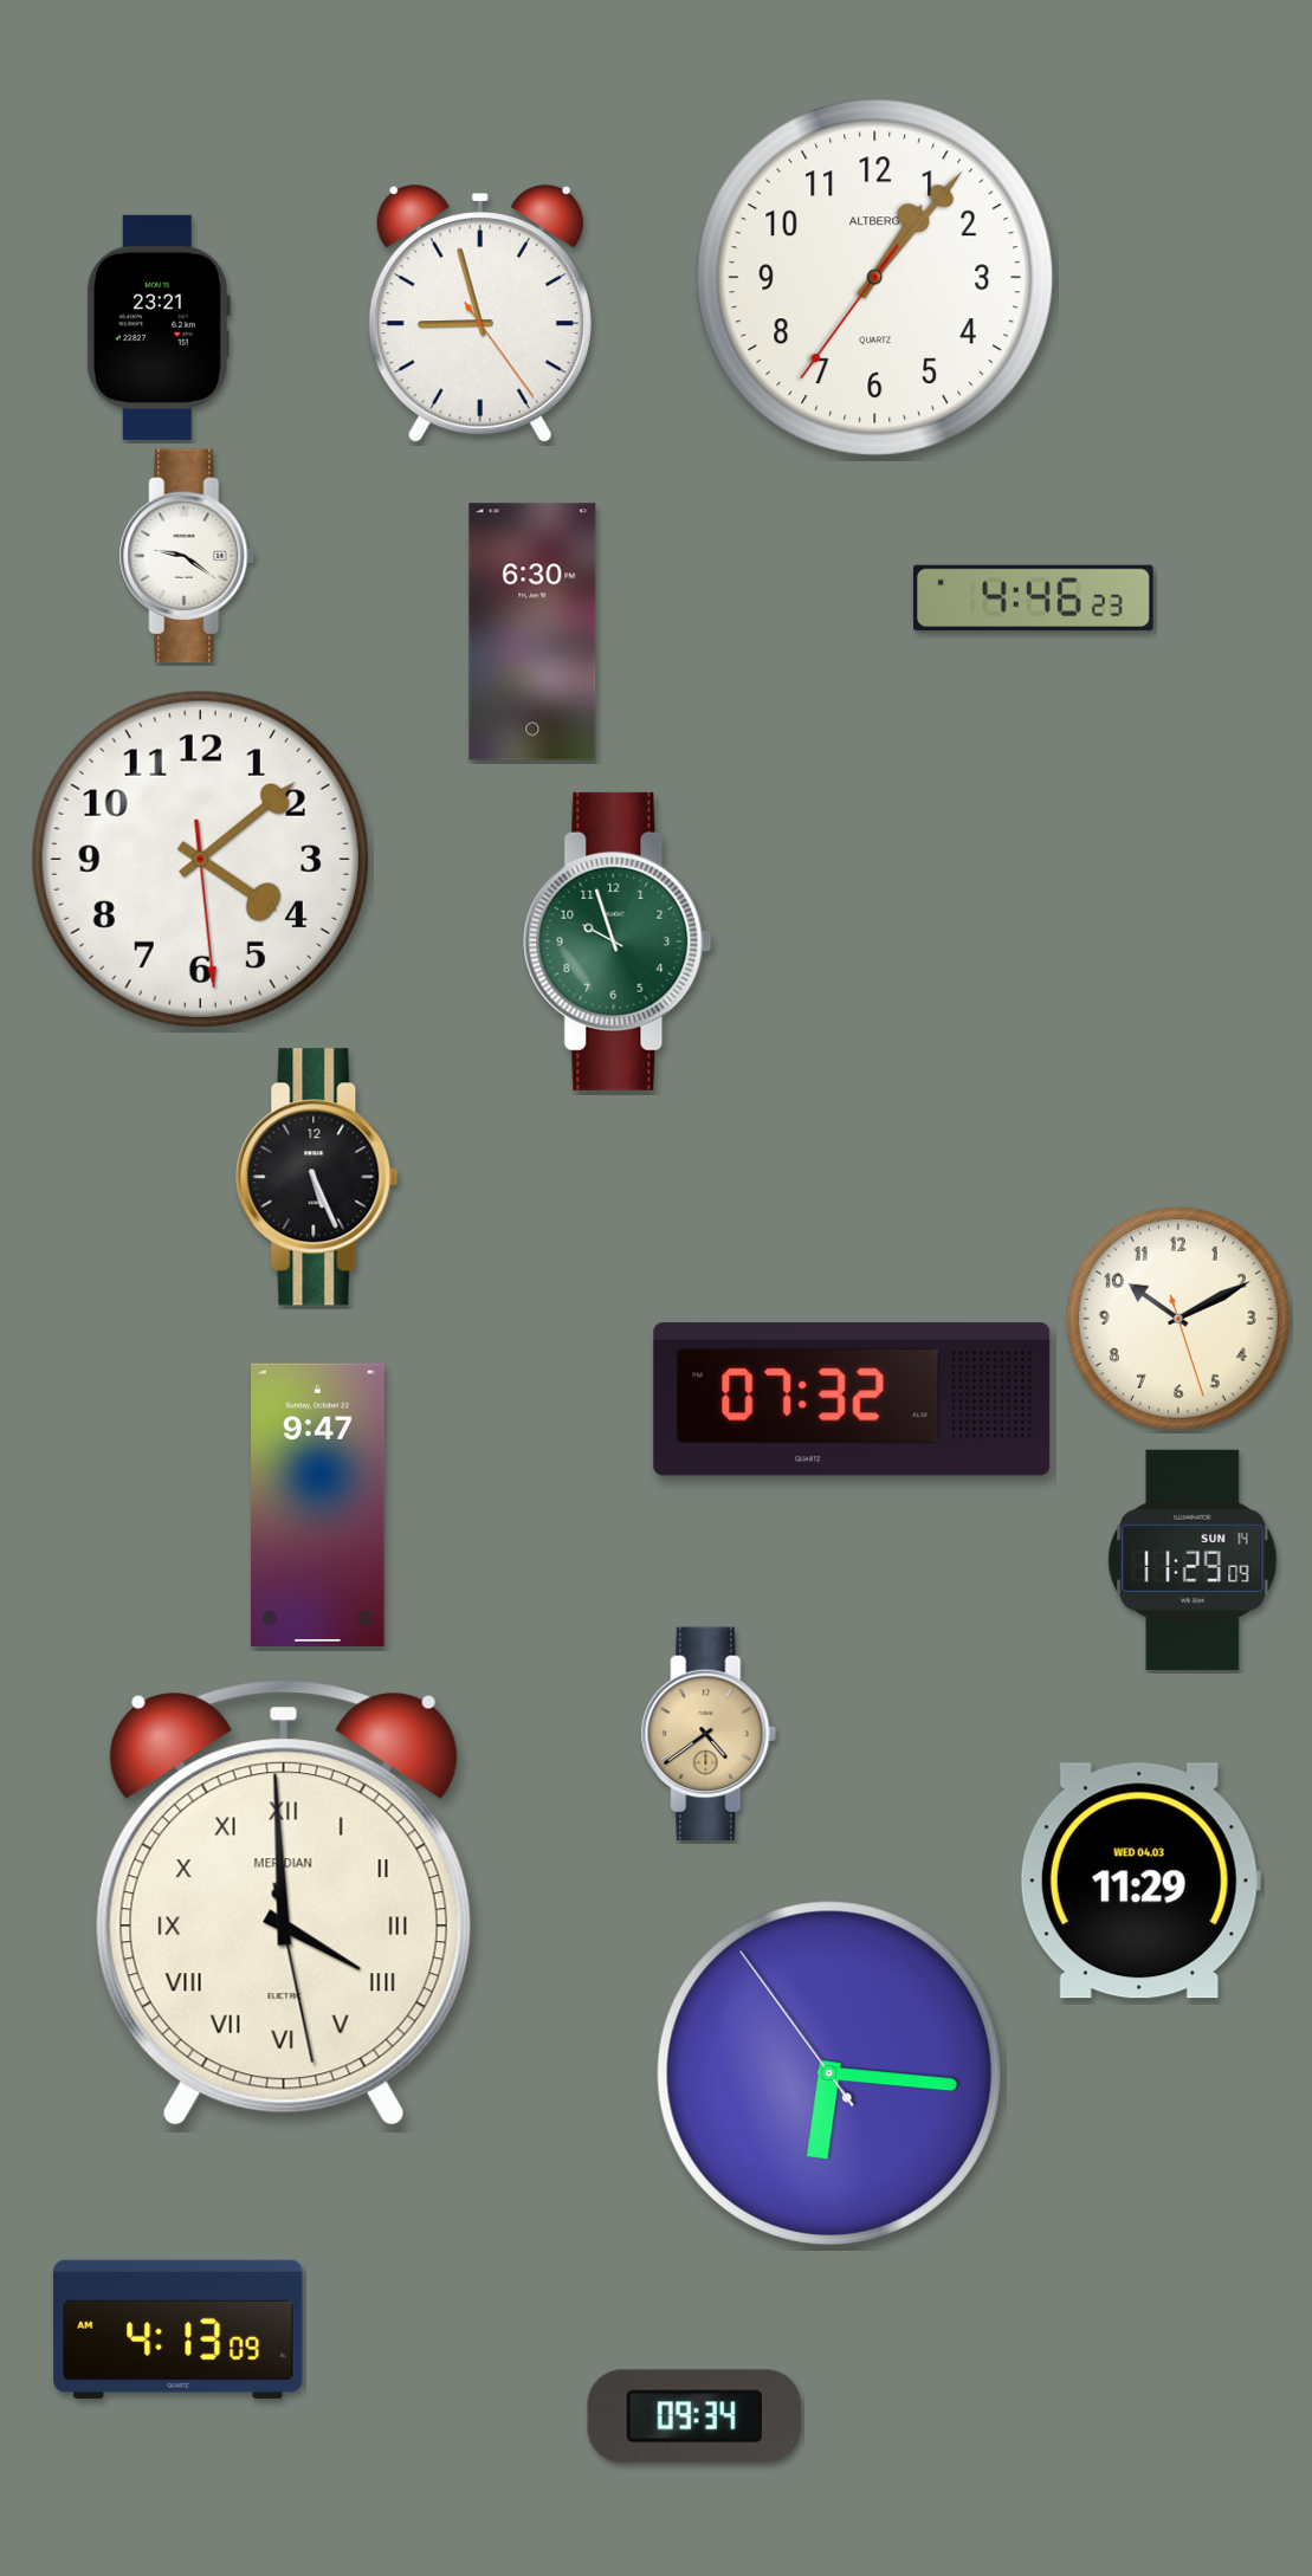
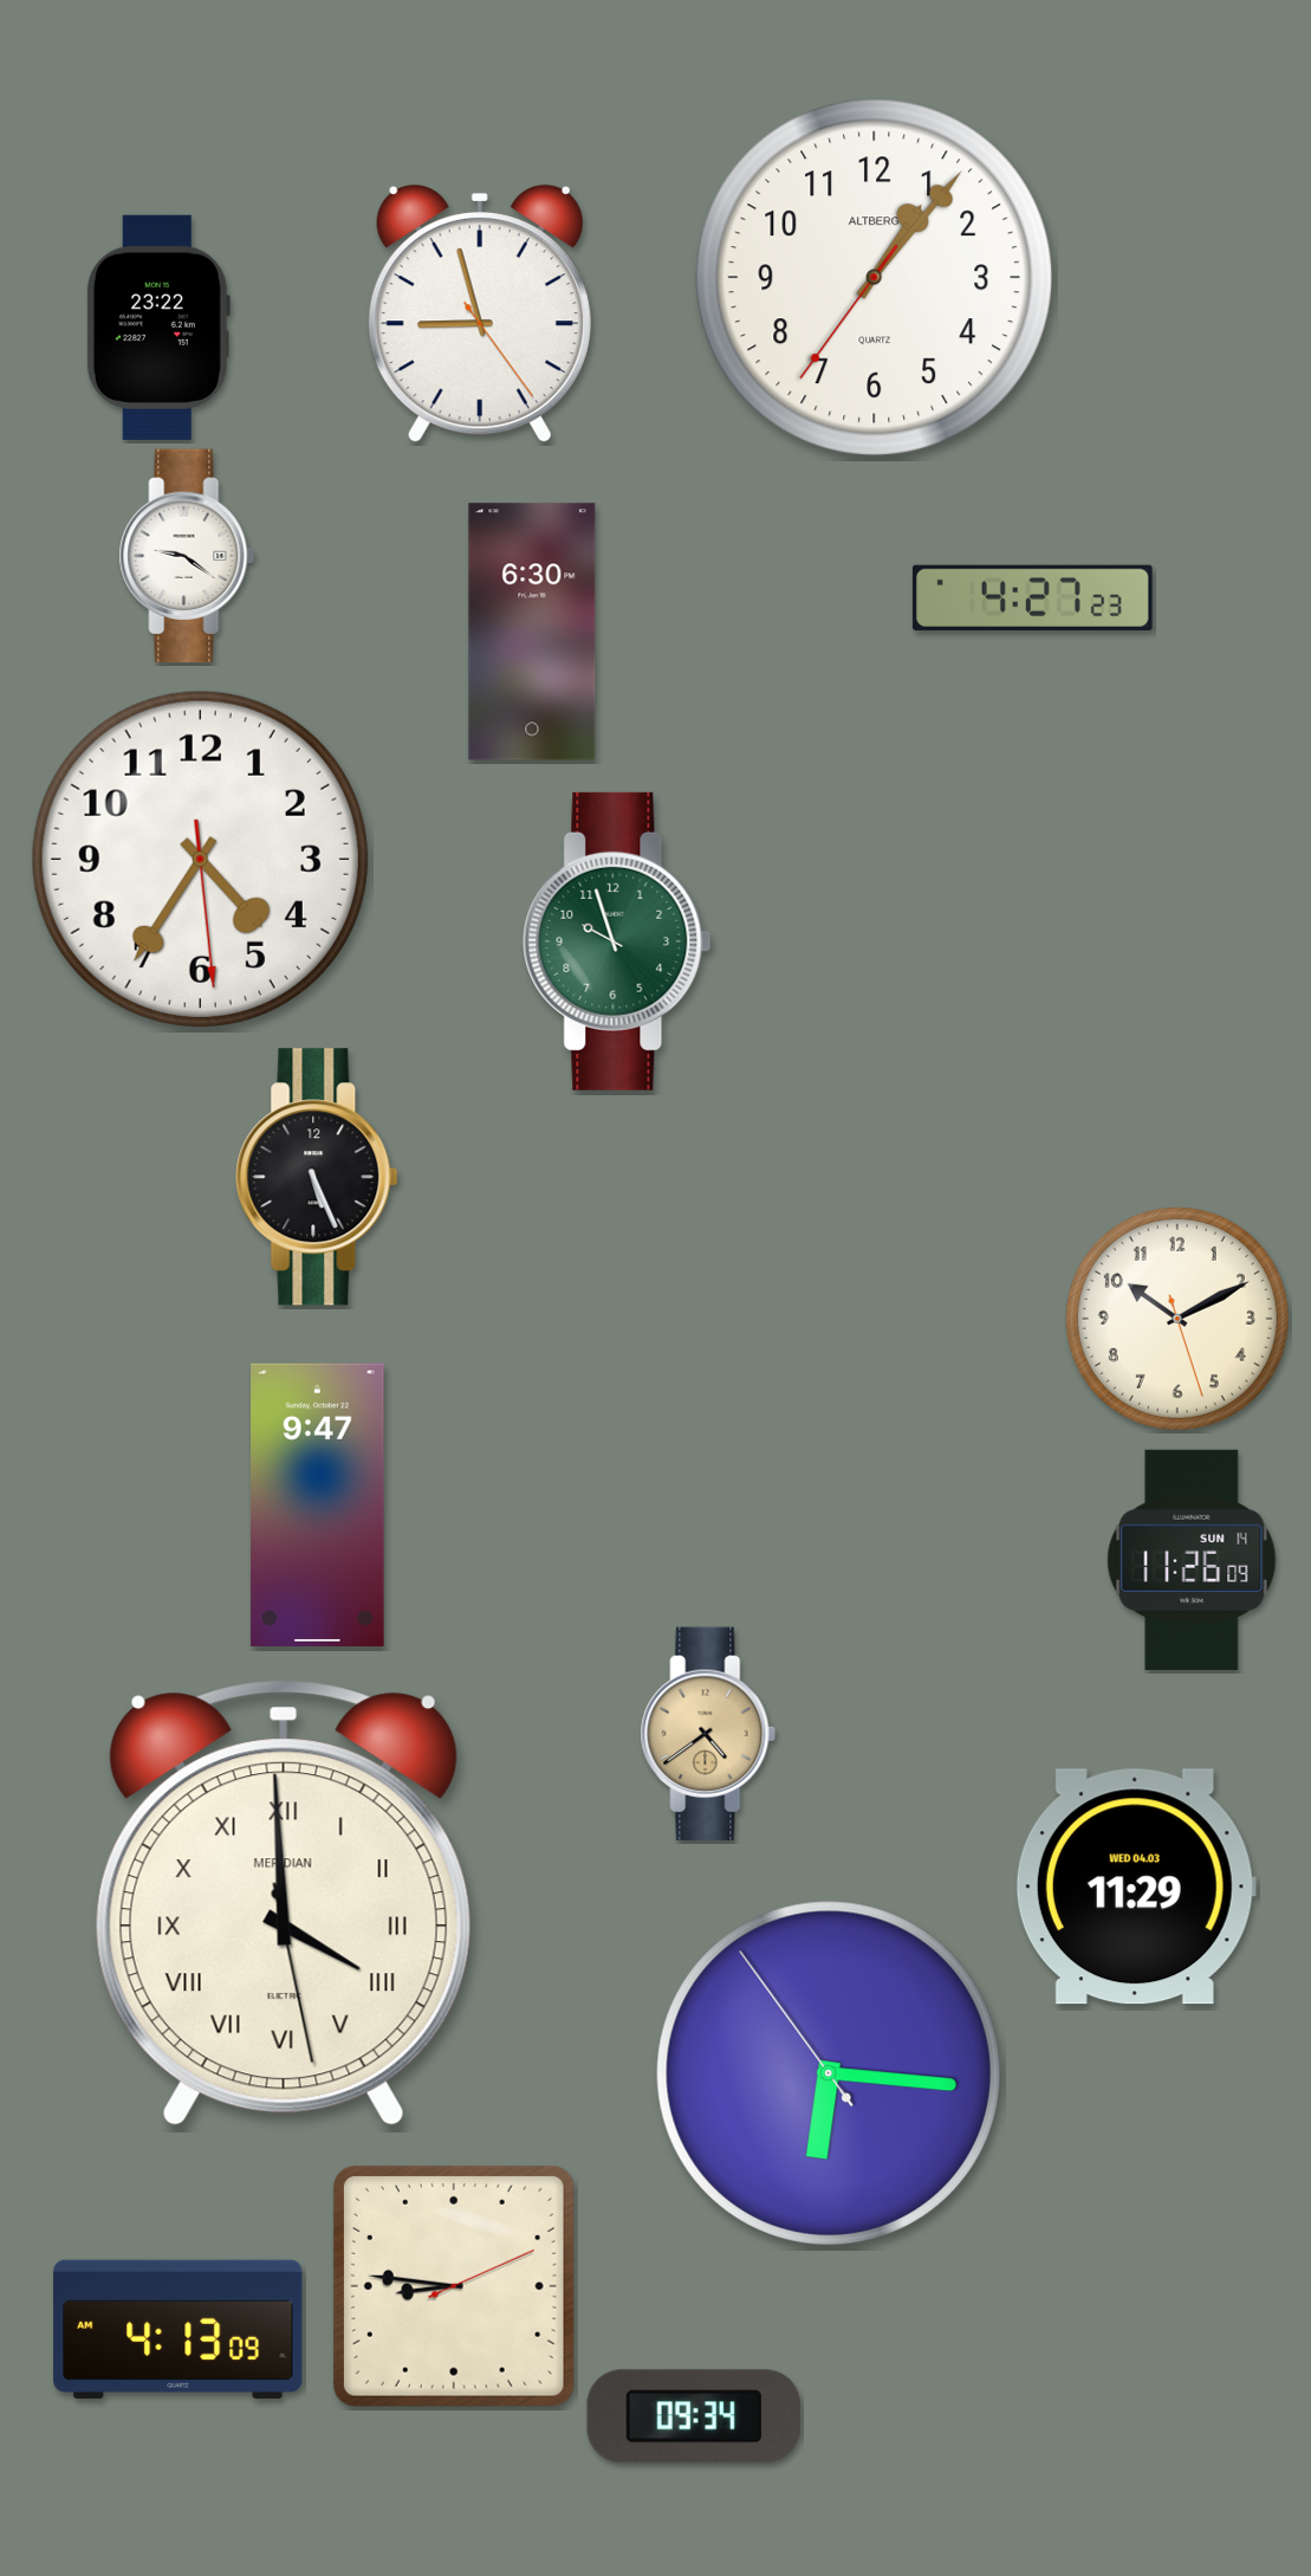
clock at (159, 328): 23:21 -> 23:22
clock at (1033, 597): 4:46 -> 4:27
clock at (200, 859): 4:08 -> 4:35
clock at (852, 1399): 07:32 -> none
clock at (1193, 1560): 11:29 -> 11:26
clock at (1140, 1881) position: (1140, 1881) -> (1136, 1886)
clock at (454, 2286): none -> 8:46
